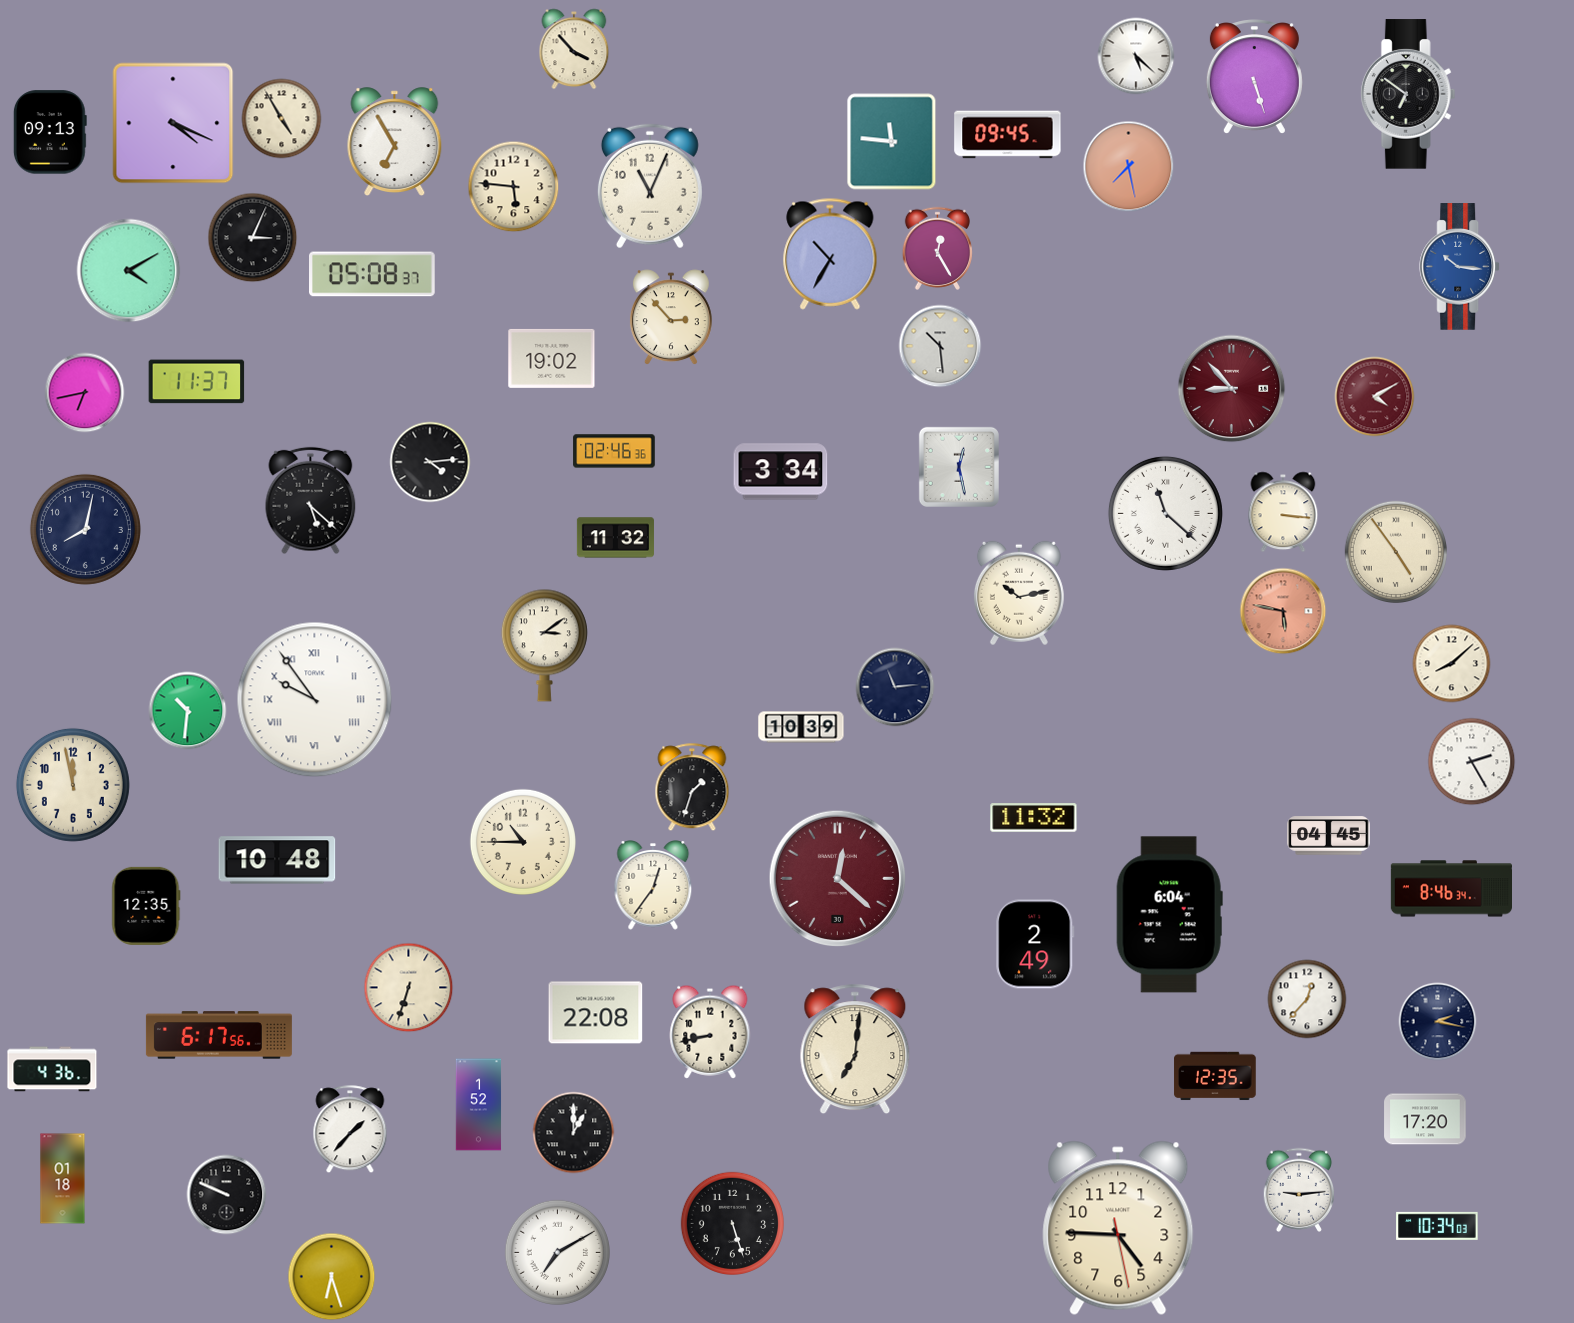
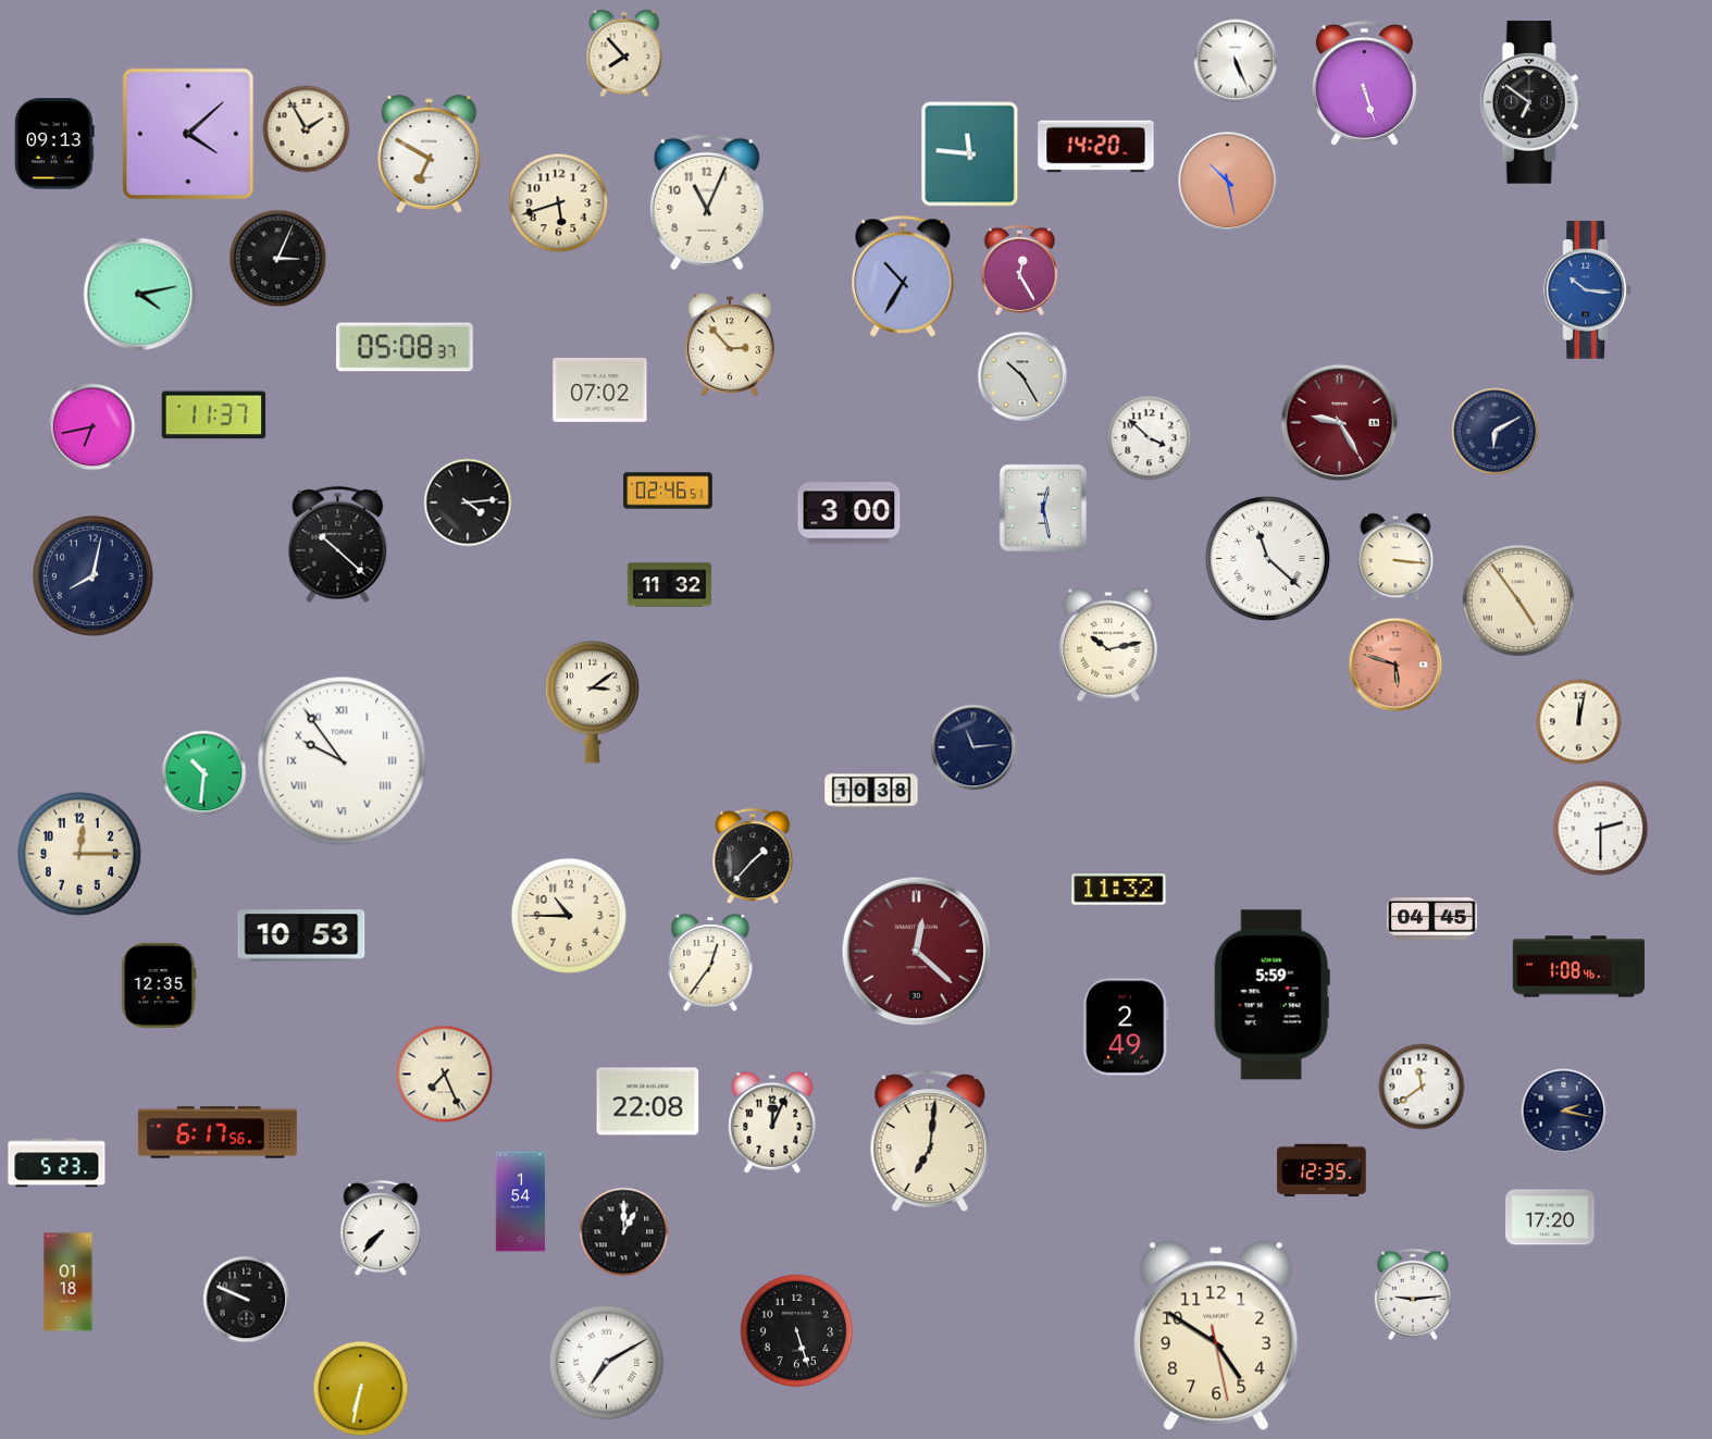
clock at (574, 49): 3:53 -> 7:53
clock at (1136, 56): 5:22 -> 5:26
clock at (282, 119): 4:55 -> 1:55
clock at (173, 123): 4:19 -> 4:08
clock at (1008, 135): 09:45 -> 14:20
clock at (395, 141): 6:55 -> 6:50
clock at (1129, 167): 7:28 -> 10:28
clock at (514, 187): 5:46 -> 5:42
clock at (253, 238) position: (253, 238) -> (278, 259)
clock at (129, 271): 4:10 -> 4:13
clock at (373, 274) position: (373, 274) -> (406, 347)
clock at (940, 346): 10:29 -> 10:25
clock at (552, 358): 19:02 -> 07:02
clock at (1232, 389): 8:53 -> 9:25
clock at (1375, 397): 4:10 -> 6:10
clock at (1375, 397) dial: burgundy -> navy
clock at (1150, 438): none -> 3:52
clock at (614, 451): 02:46:36 -> 02:46:51
clock at (781, 472): 3:34 -> 3:00
clock at (311, 501): 5:22 -> 10:22
clock at (1283, 611): 5:47 -> 5:48
clock at (1452, 664): 8:08 -> 12:02
clock at (801, 727): 10:39 -> 10:38
clock at (1472, 762): 2:25 -> 2:30
clock at (73, 785): 11:58 -> 12:15
clock at (692, 788): 1:33 -> 1:37
clock at (1034, 818) position: (1034, 818) -> (1119, 890)
clock at (1329, 836) position: (1329, 836) -> (1432, 919)
clock at (277, 860): 10:48 -> 10:53
clock at (838, 879) position: (838, 879) -> (917, 952)
clock at (1451, 889): 8:46 -> 1:08
clock at (1169, 915): 6:04 -> 5:59
clock at (409, 988): 6:33 -> 7:26
clock at (1307, 999): 12:37 -> 11:39
clock at (710, 1032): 8:43 -> 12:04
clock at (219, 1035) position: (219, 1035) -> (218, 1132)
clock at (52, 1069): 4:36 -> 5:23
clock at (479, 1105): 1:52 -> 1:54
clock at (350, 1130): 1:37 -> 7:37
clock at (1437, 1226): 10:34 -> none
clock at (1118, 1228): 4:45 -> 4:50
clock at (332, 1277): 6:27 -> 6:32
